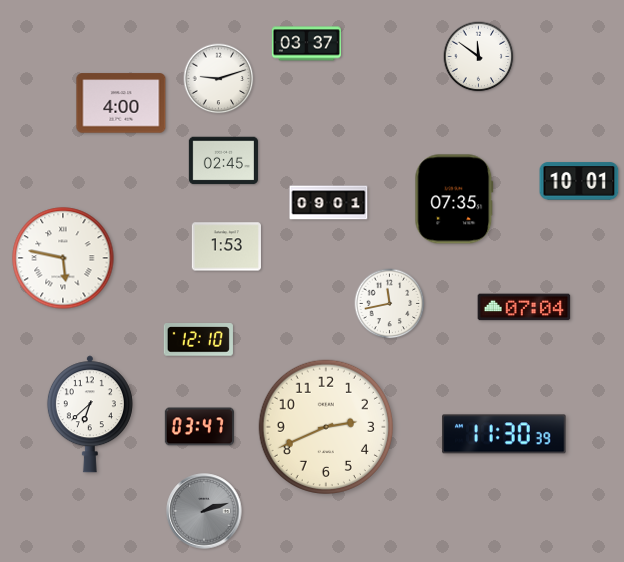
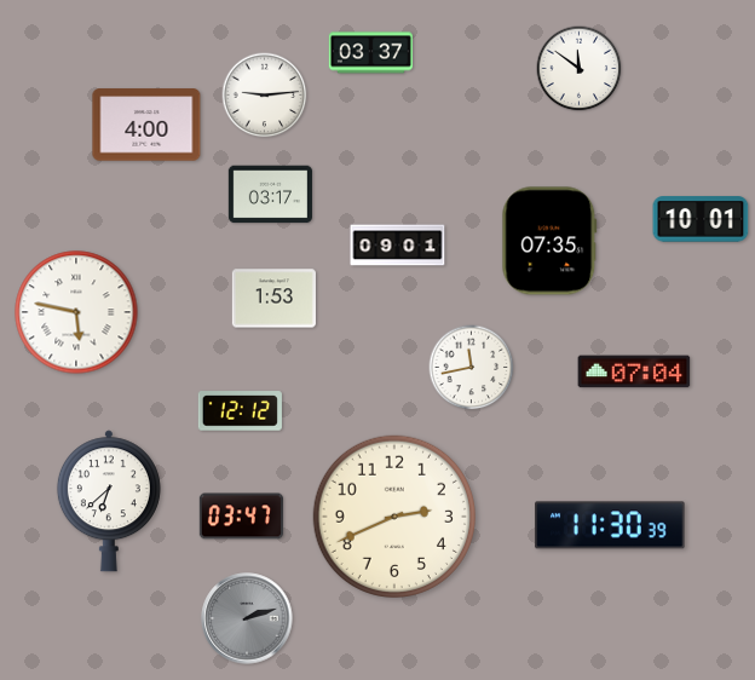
clock at (219, 79): 9:12 -> 9:14
clock at (223, 161): 02:45 -> 03:17
clock at (198, 340): 12:10 -> 12:12
